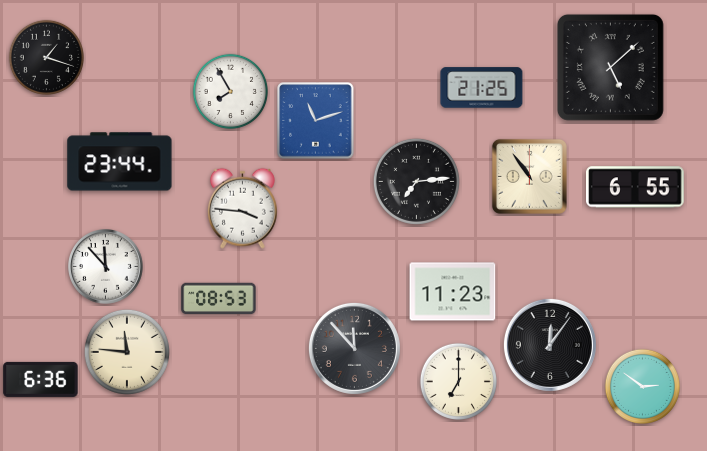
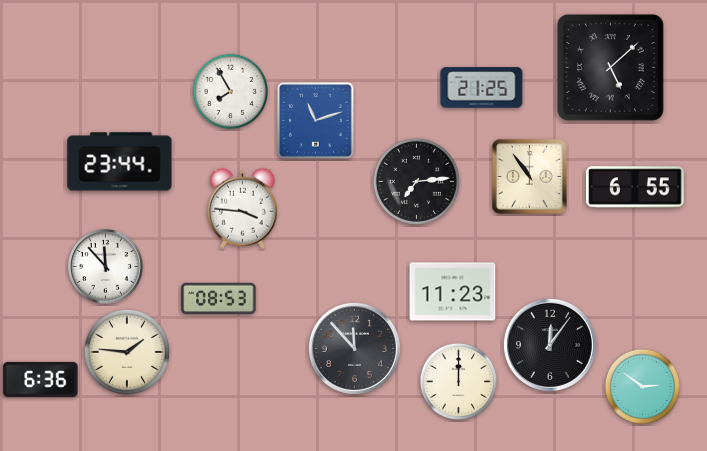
clock at (46, 57): 1:18 -> none
clock at (127, 352): 11:46 -> 1:46
clock at (458, 381): 7:00 -> 12:00
